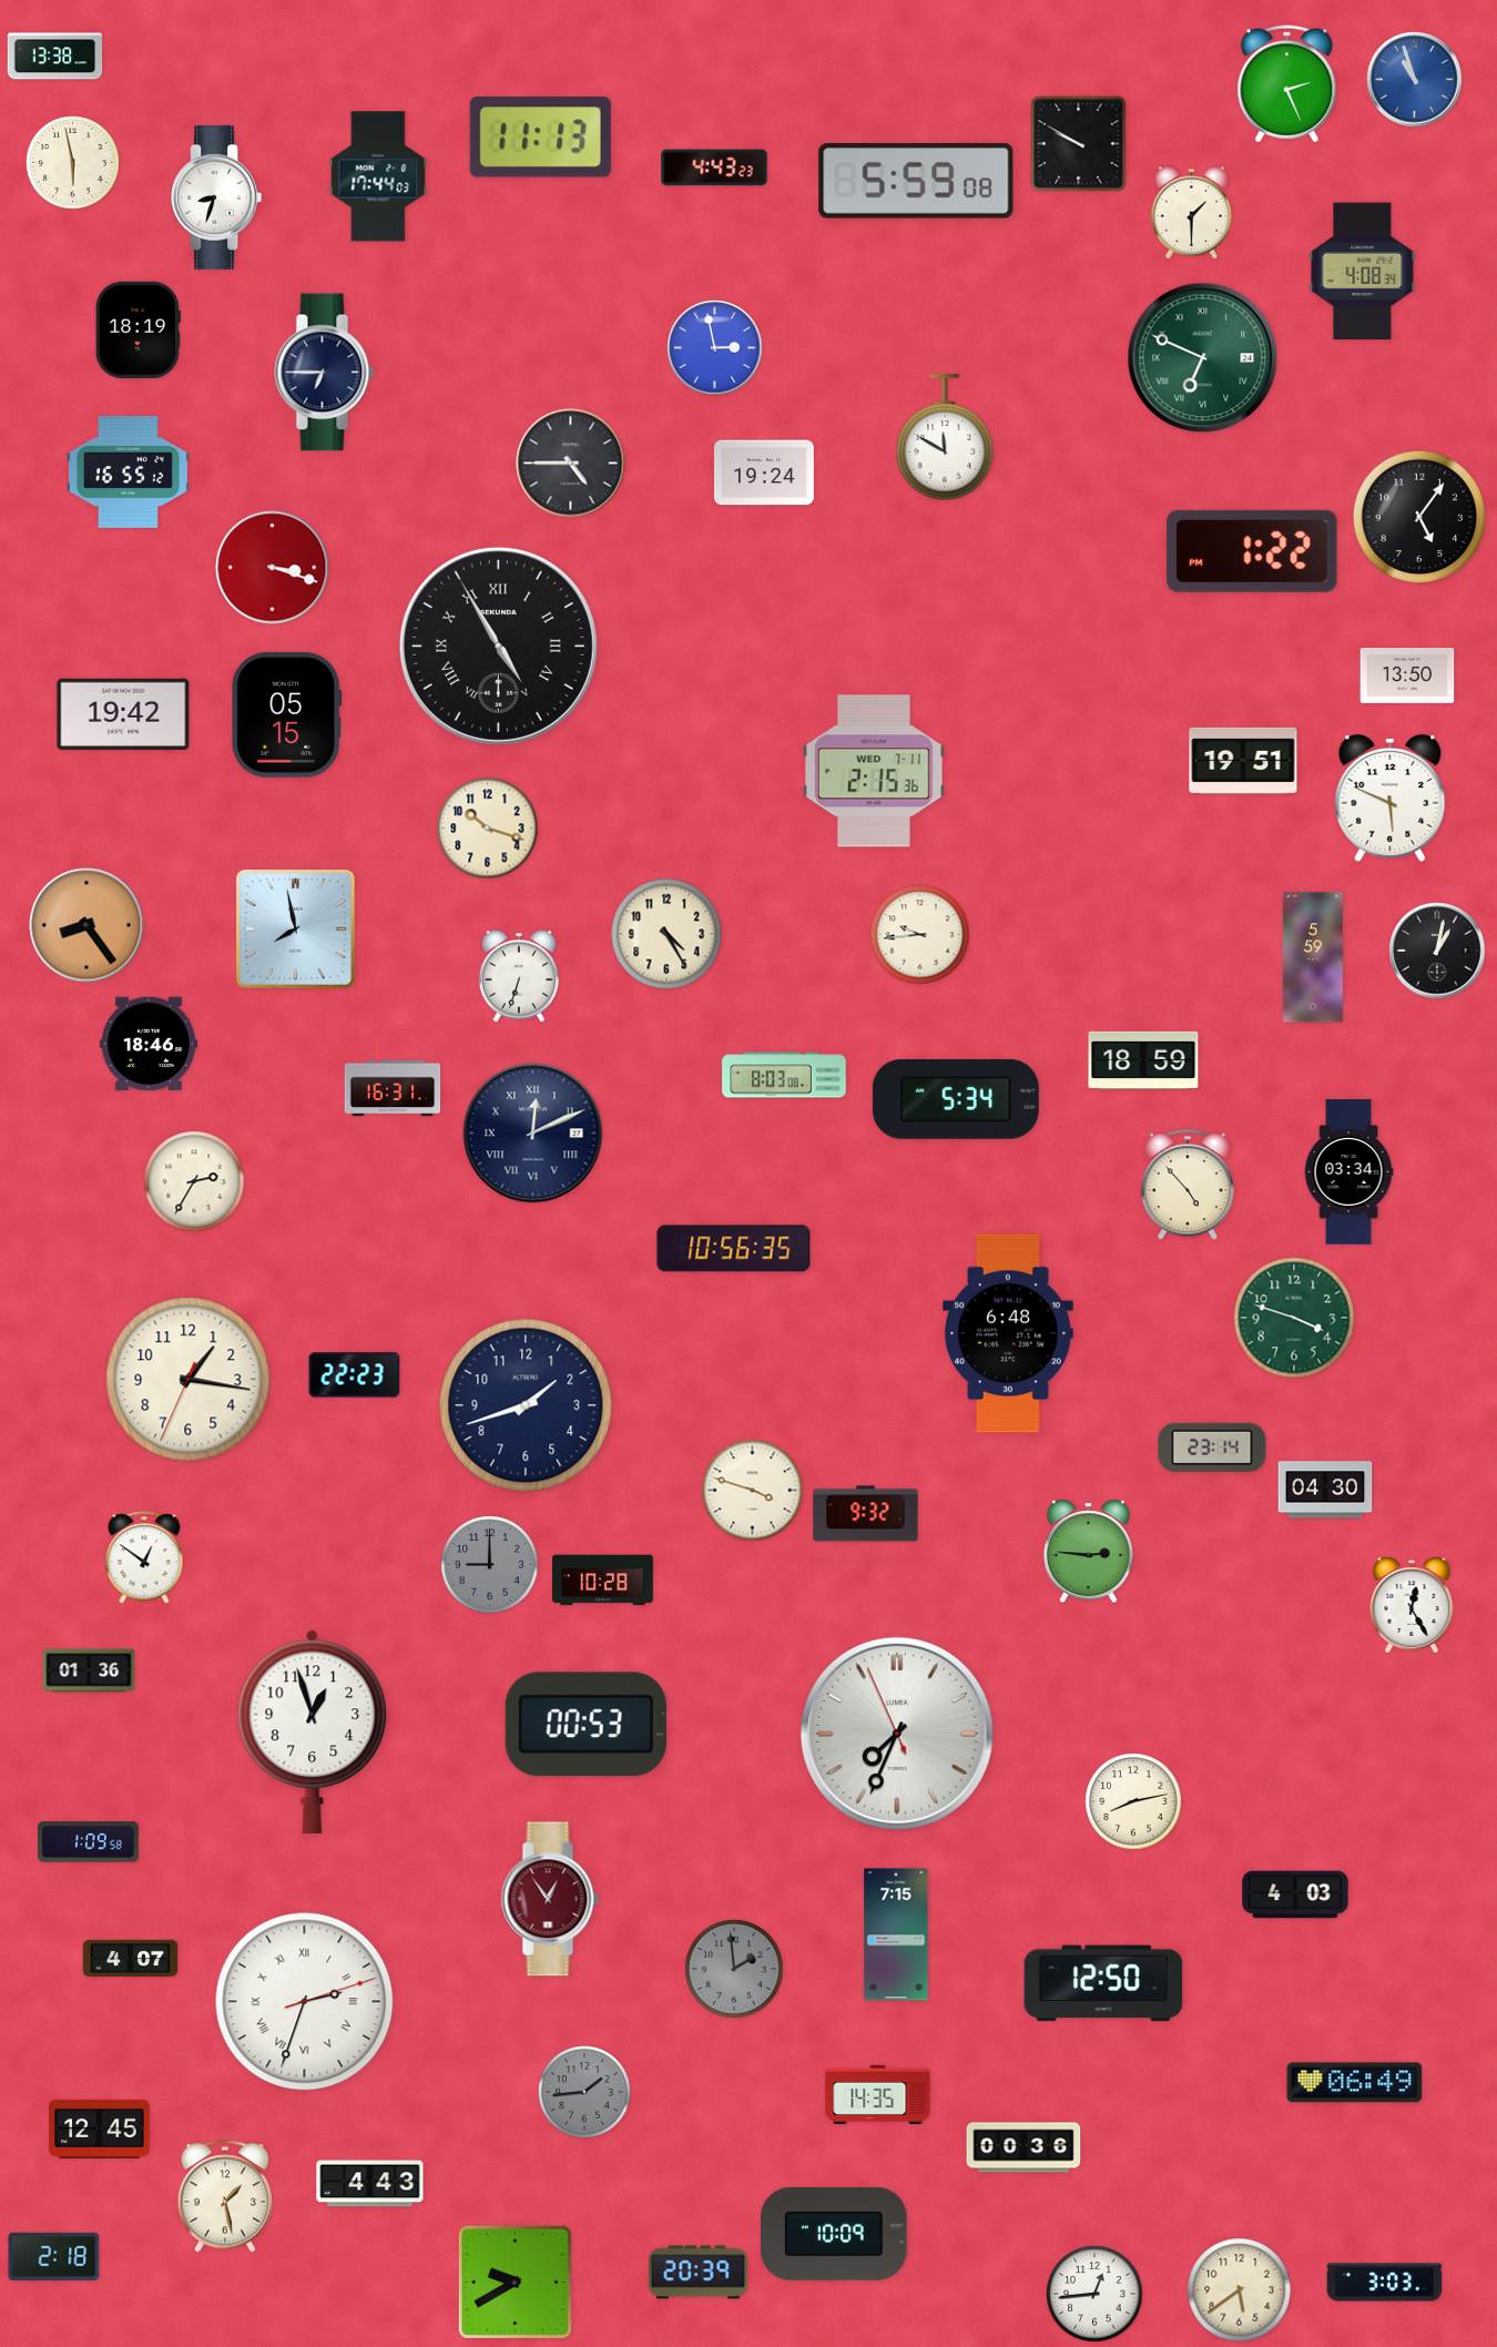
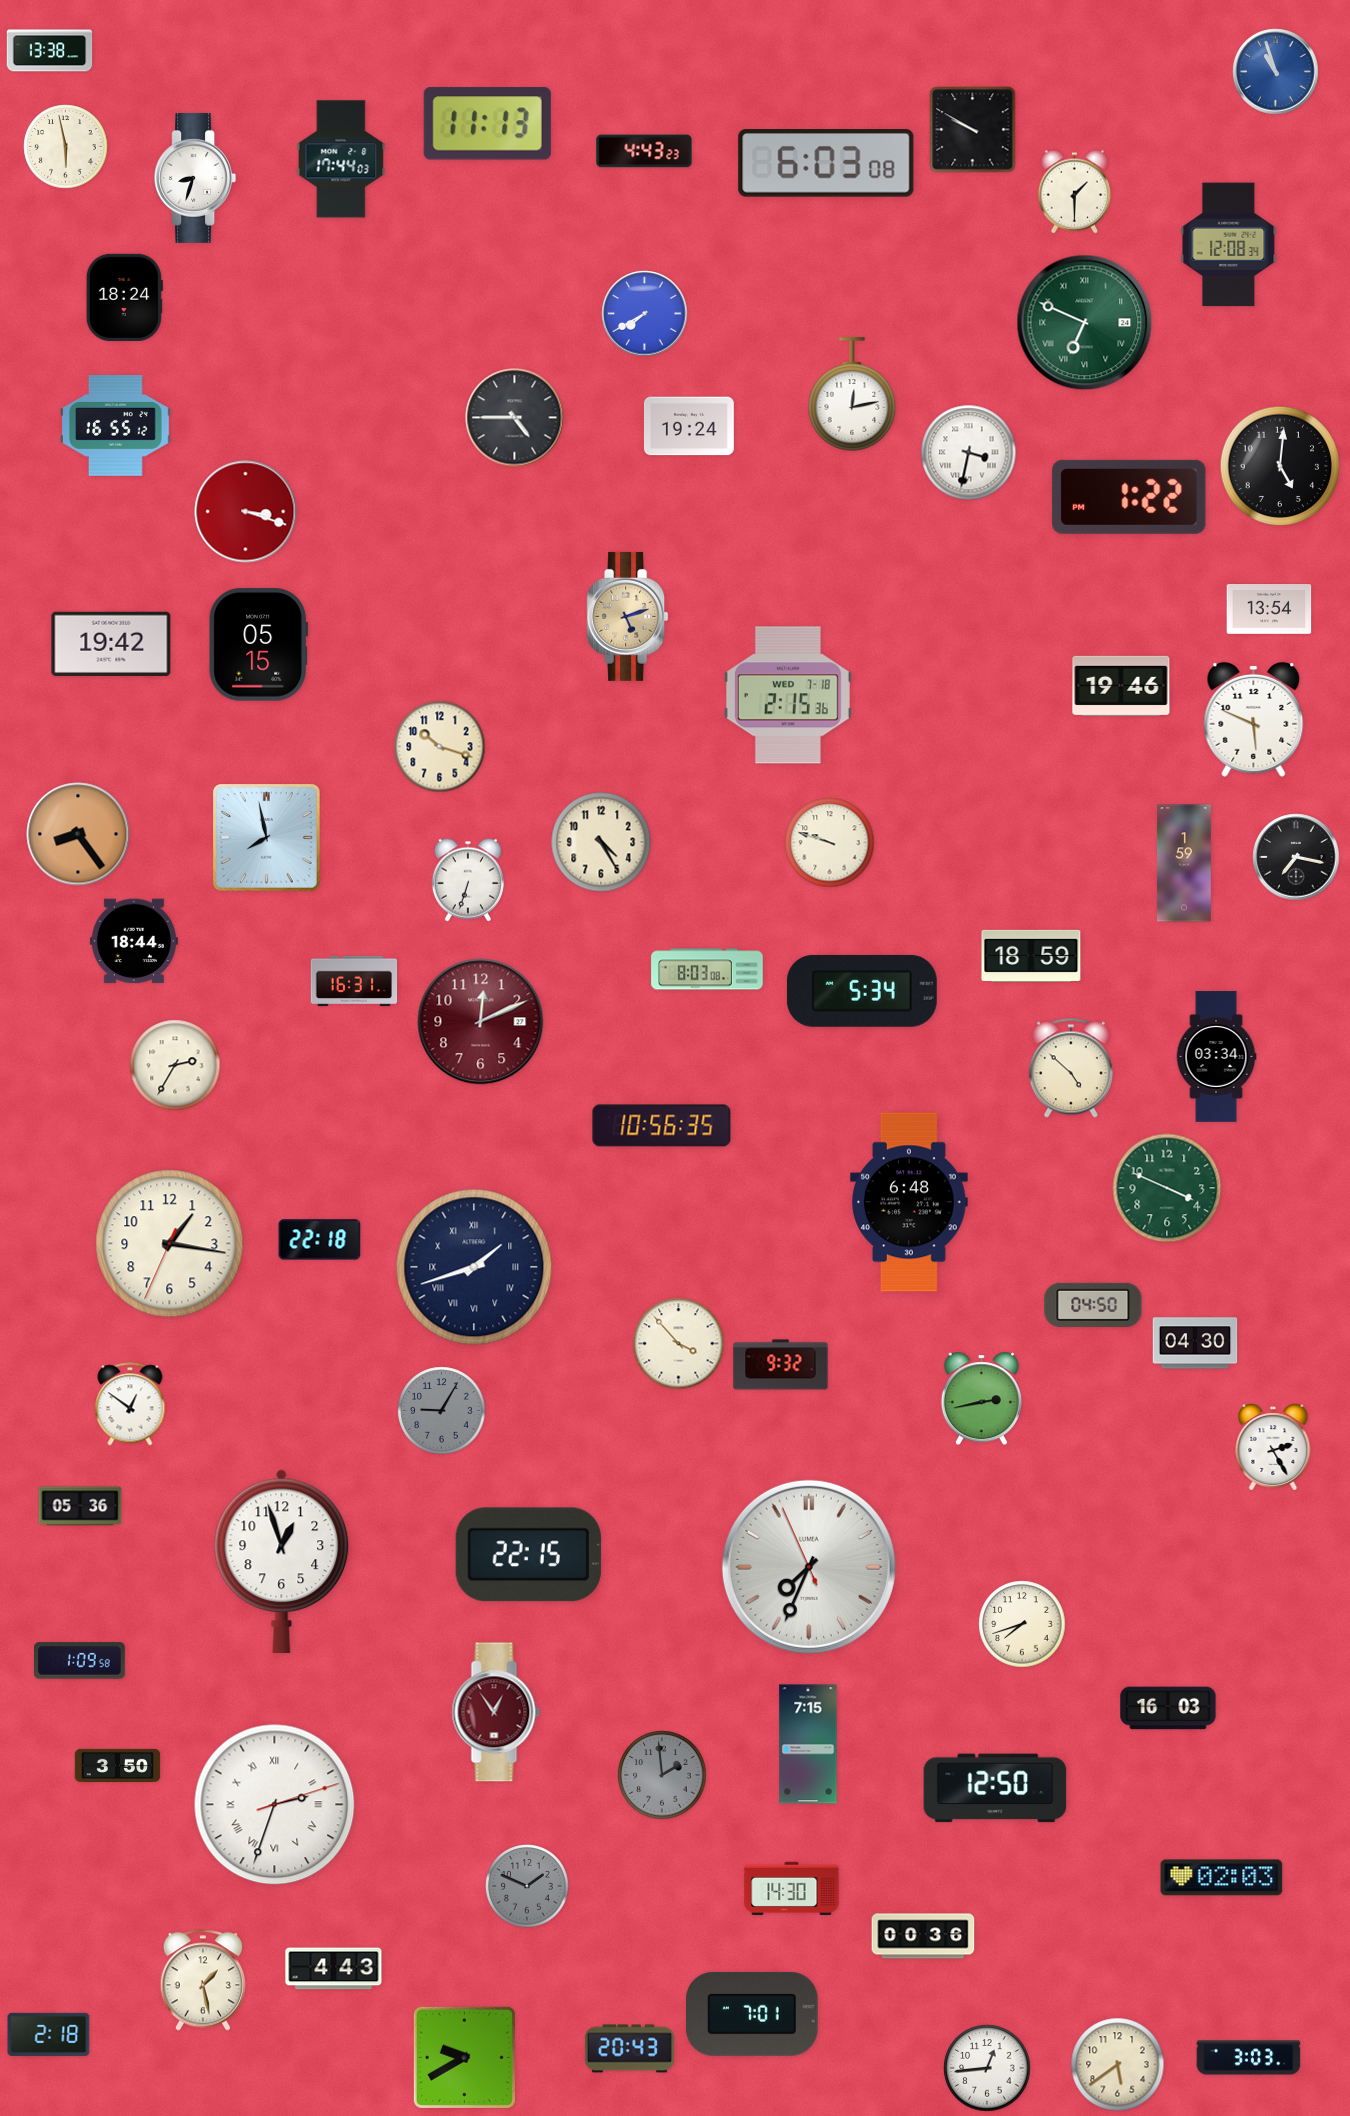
clock at (1287, 84): 2:26 -> none
clock at (916, 181): 5:59 -> 6:03
clock at (1363, 272): 4:08 -> 12:08
clock at (138, 329): 18:19 -> 18:24
clock at (715, 348): 2:58 -> 7:40
clock at (325, 373): 6:45 -> none
clock at (945, 437): 11:50 -> 12:13
clock at (969, 453): none -> 3:32
clock at (1419, 517): 5:06 -> 5:01
clock at (498, 646): 4:55 -> none
clock at (1407, 677): 13:50 -> 13:54
clock at (628, 616): none -> 5:12
clock at (1243, 761): 19:51 -> 19:46
clock at (874, 771) date: WED 7-11 -> WED 7-18
clock at (920, 935): 9:44 -> 9:48
clock at (1437, 951): 1:02 -> 7:17
clock at (1313, 957): 5:59 -> 1:59
clock at (149, 1044): 18:46 -> 18:44
clock at (533, 1134) dial: navy -> burgundy
clock at (533, 1134) numerals: Roman -> Arabic
clock at (1188, 1185): 4:53 -> 4:52
clock at (1294, 1318): 3:48 -> 3:49
clock at (355, 1375): 22:23 -> 22:18
clock at (526, 1405) numerals: Arabic -> Roman
clock at (1212, 1447): 23:14 -> 04:50
clock at (753, 1491): 3:48 -> 3:53
clock at (1088, 1552): 2:46 -> 2:43
clock at (490, 1565): 9:00 -> 9:05
clock at (603, 1581): 10:28 -> none
clock at (1412, 1606): 12:25 -> 2:25
clock at (89, 1670): 01:36 -> 05:36
clock at (585, 1725): 00:53 -> 22:15
clock at (897, 1734) position: (897, 1734) -> (809, 1567)
clock at (1133, 1801): 8:13 -> 7:42
clock at (1295, 1894): 4:03 -> 16:03
clock at (131, 1958): 4:07 -> 3:50
clock at (1355, 2083): 06:49 -> 02:03
clock at (584, 2092): 1:44 -> 1:49
clock at (878, 2094): 14:35 -> 14:30
clock at (100, 2128): 12:45 -> none
clock at (835, 2234): 10:09 -> 7:01
clock at (697, 2273): 20:39 -> 20:43
